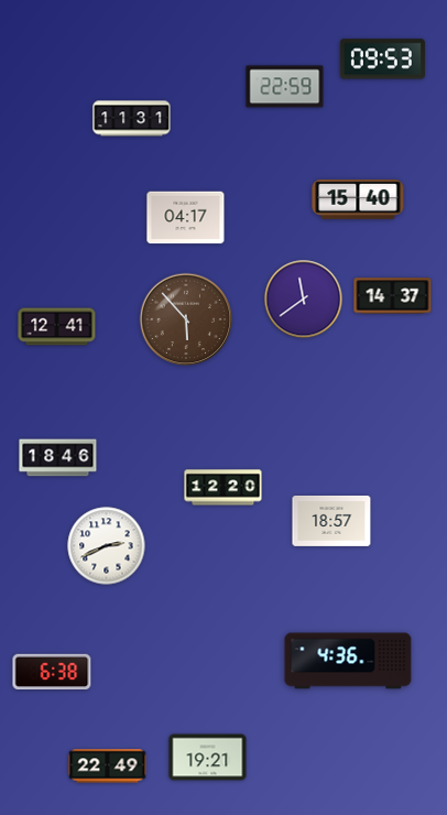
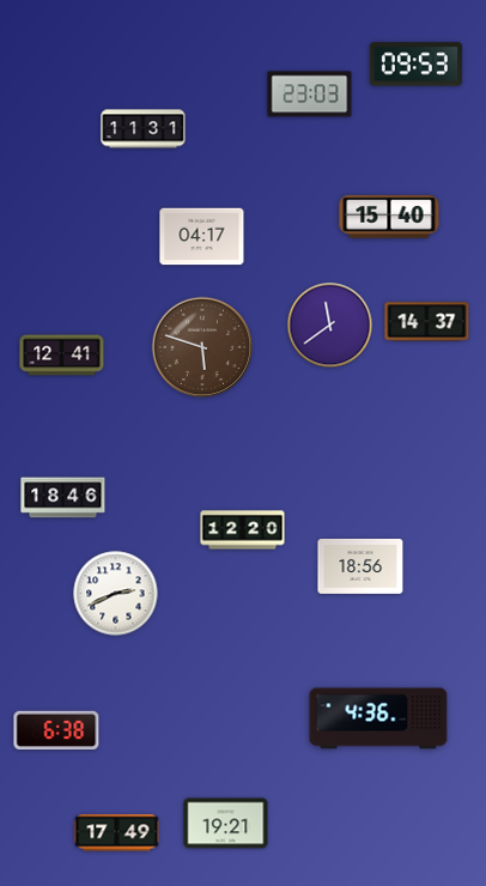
clock at (285, 87): 22:59 -> 23:03
clock at (186, 319): 5:53 -> 5:48
clock at (331, 522): 18:57 -> 18:56
clock at (108, 767): 22:49 -> 17:49
